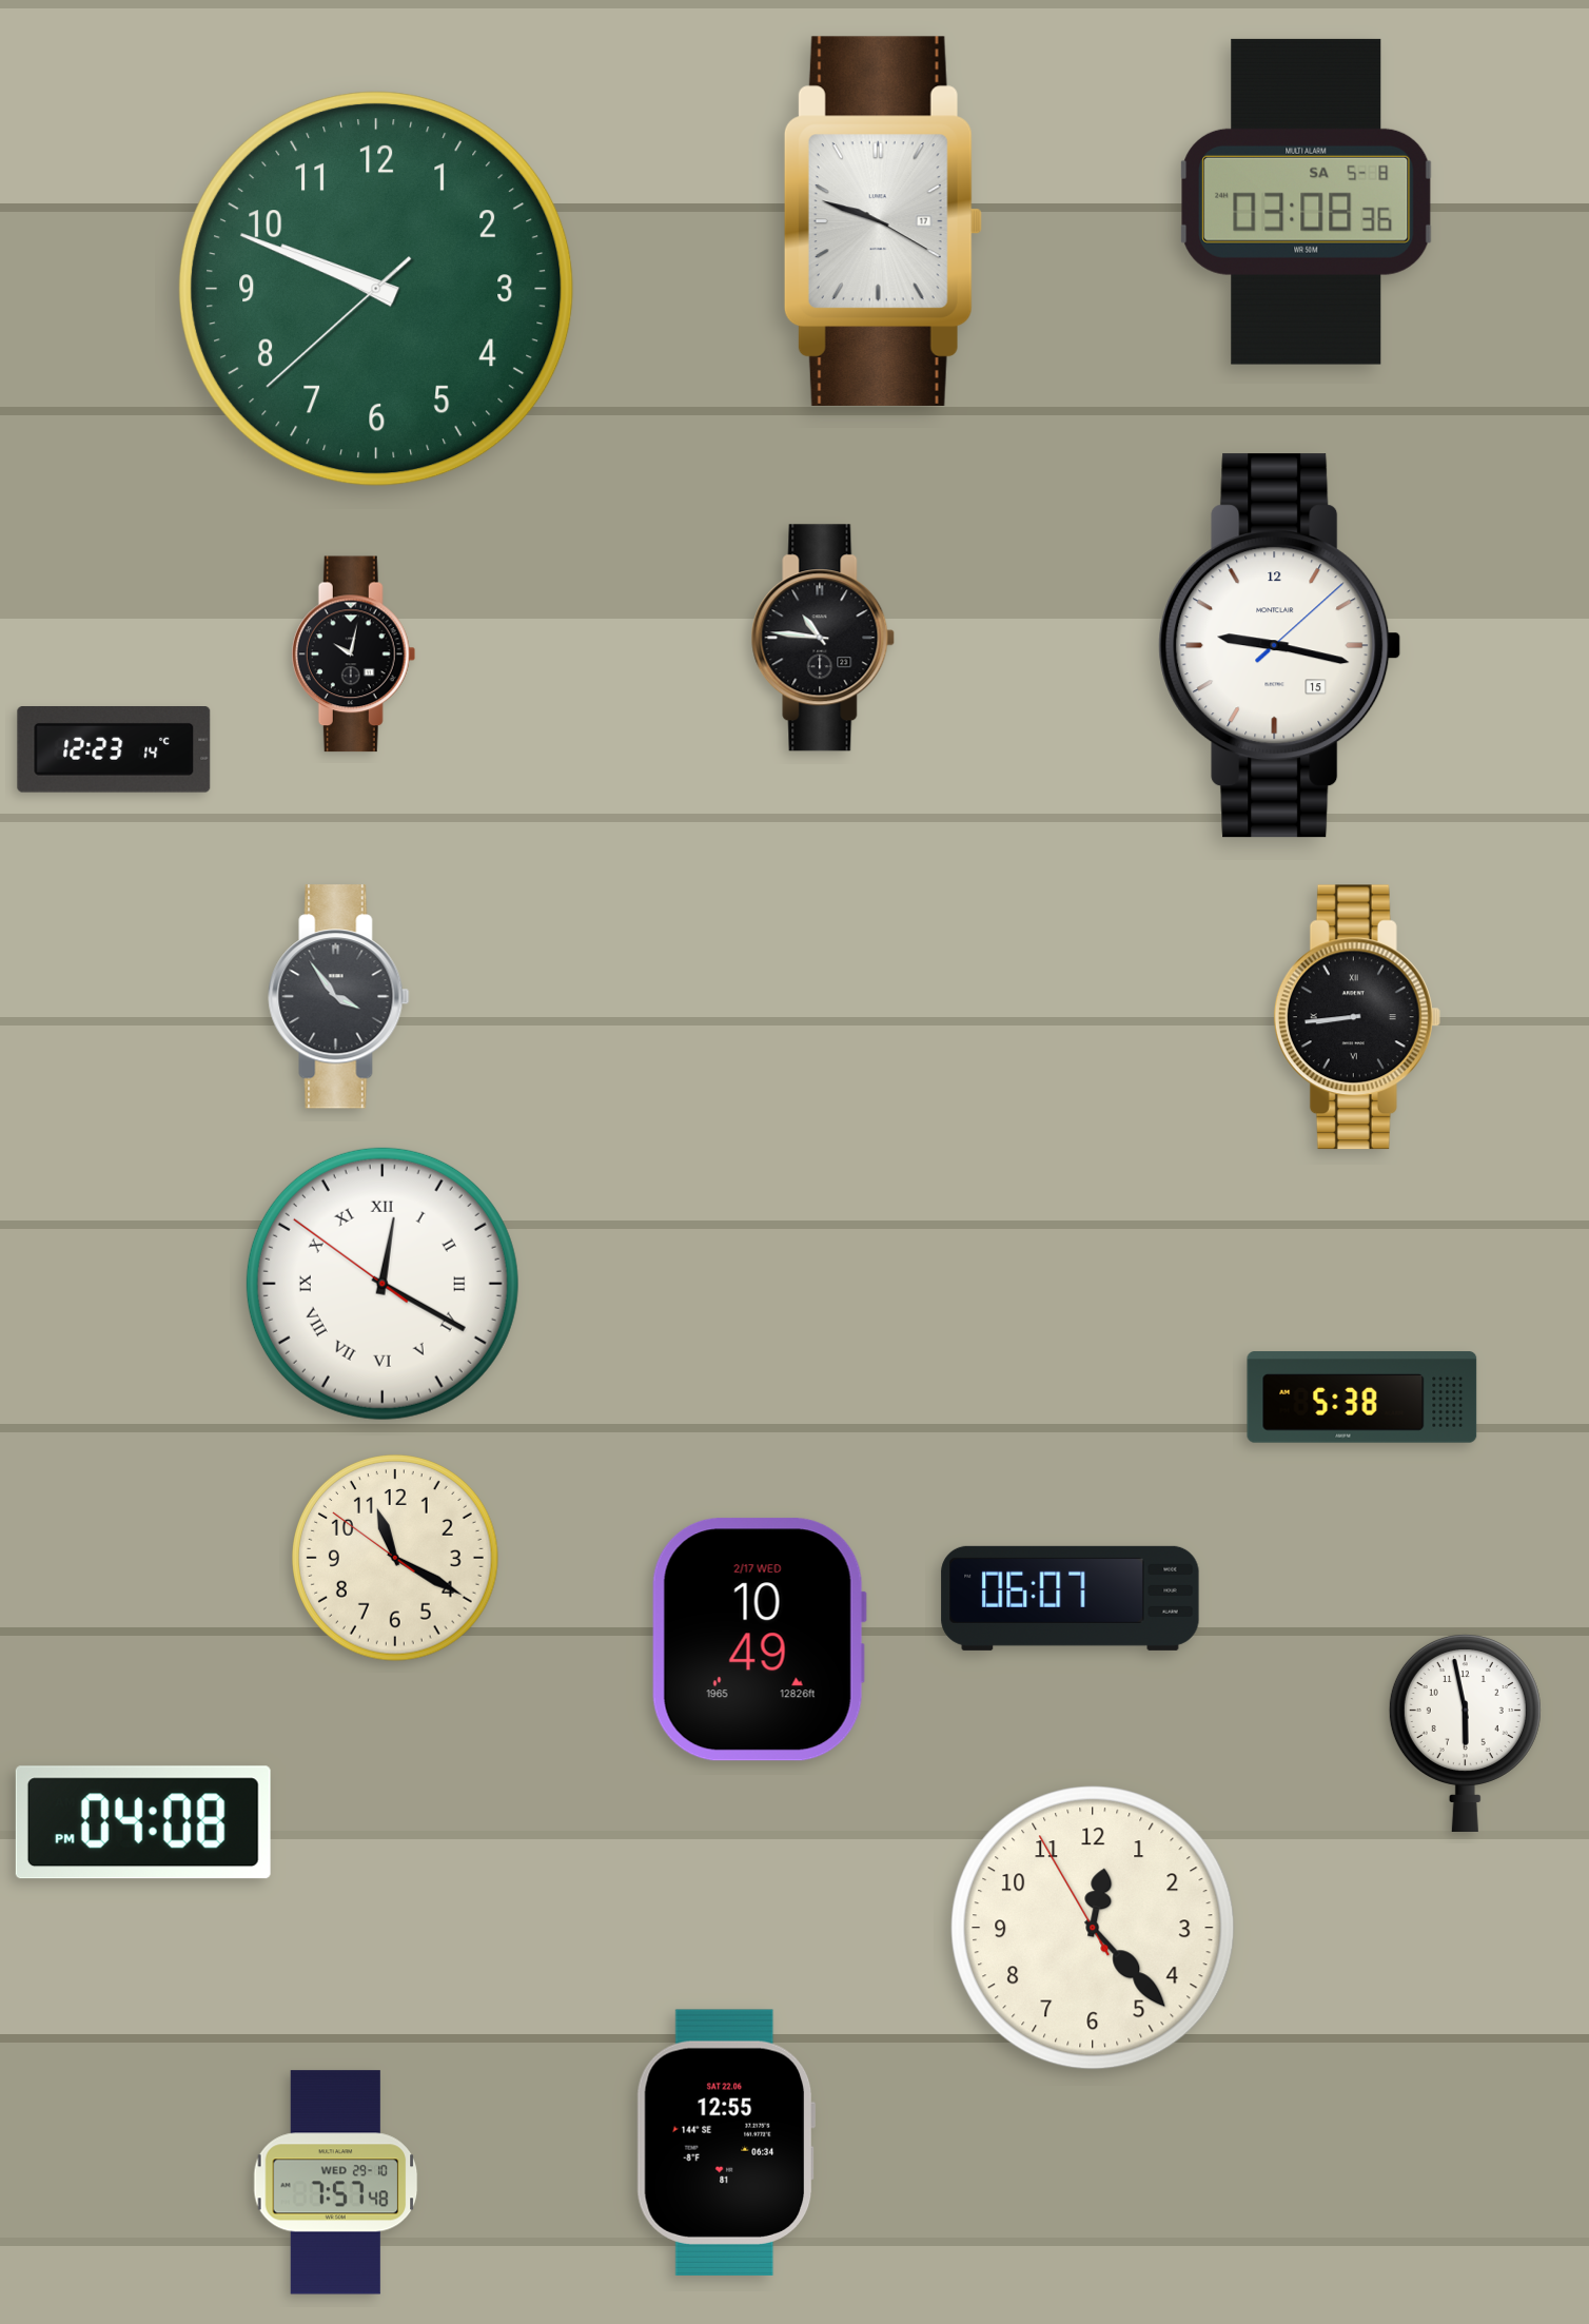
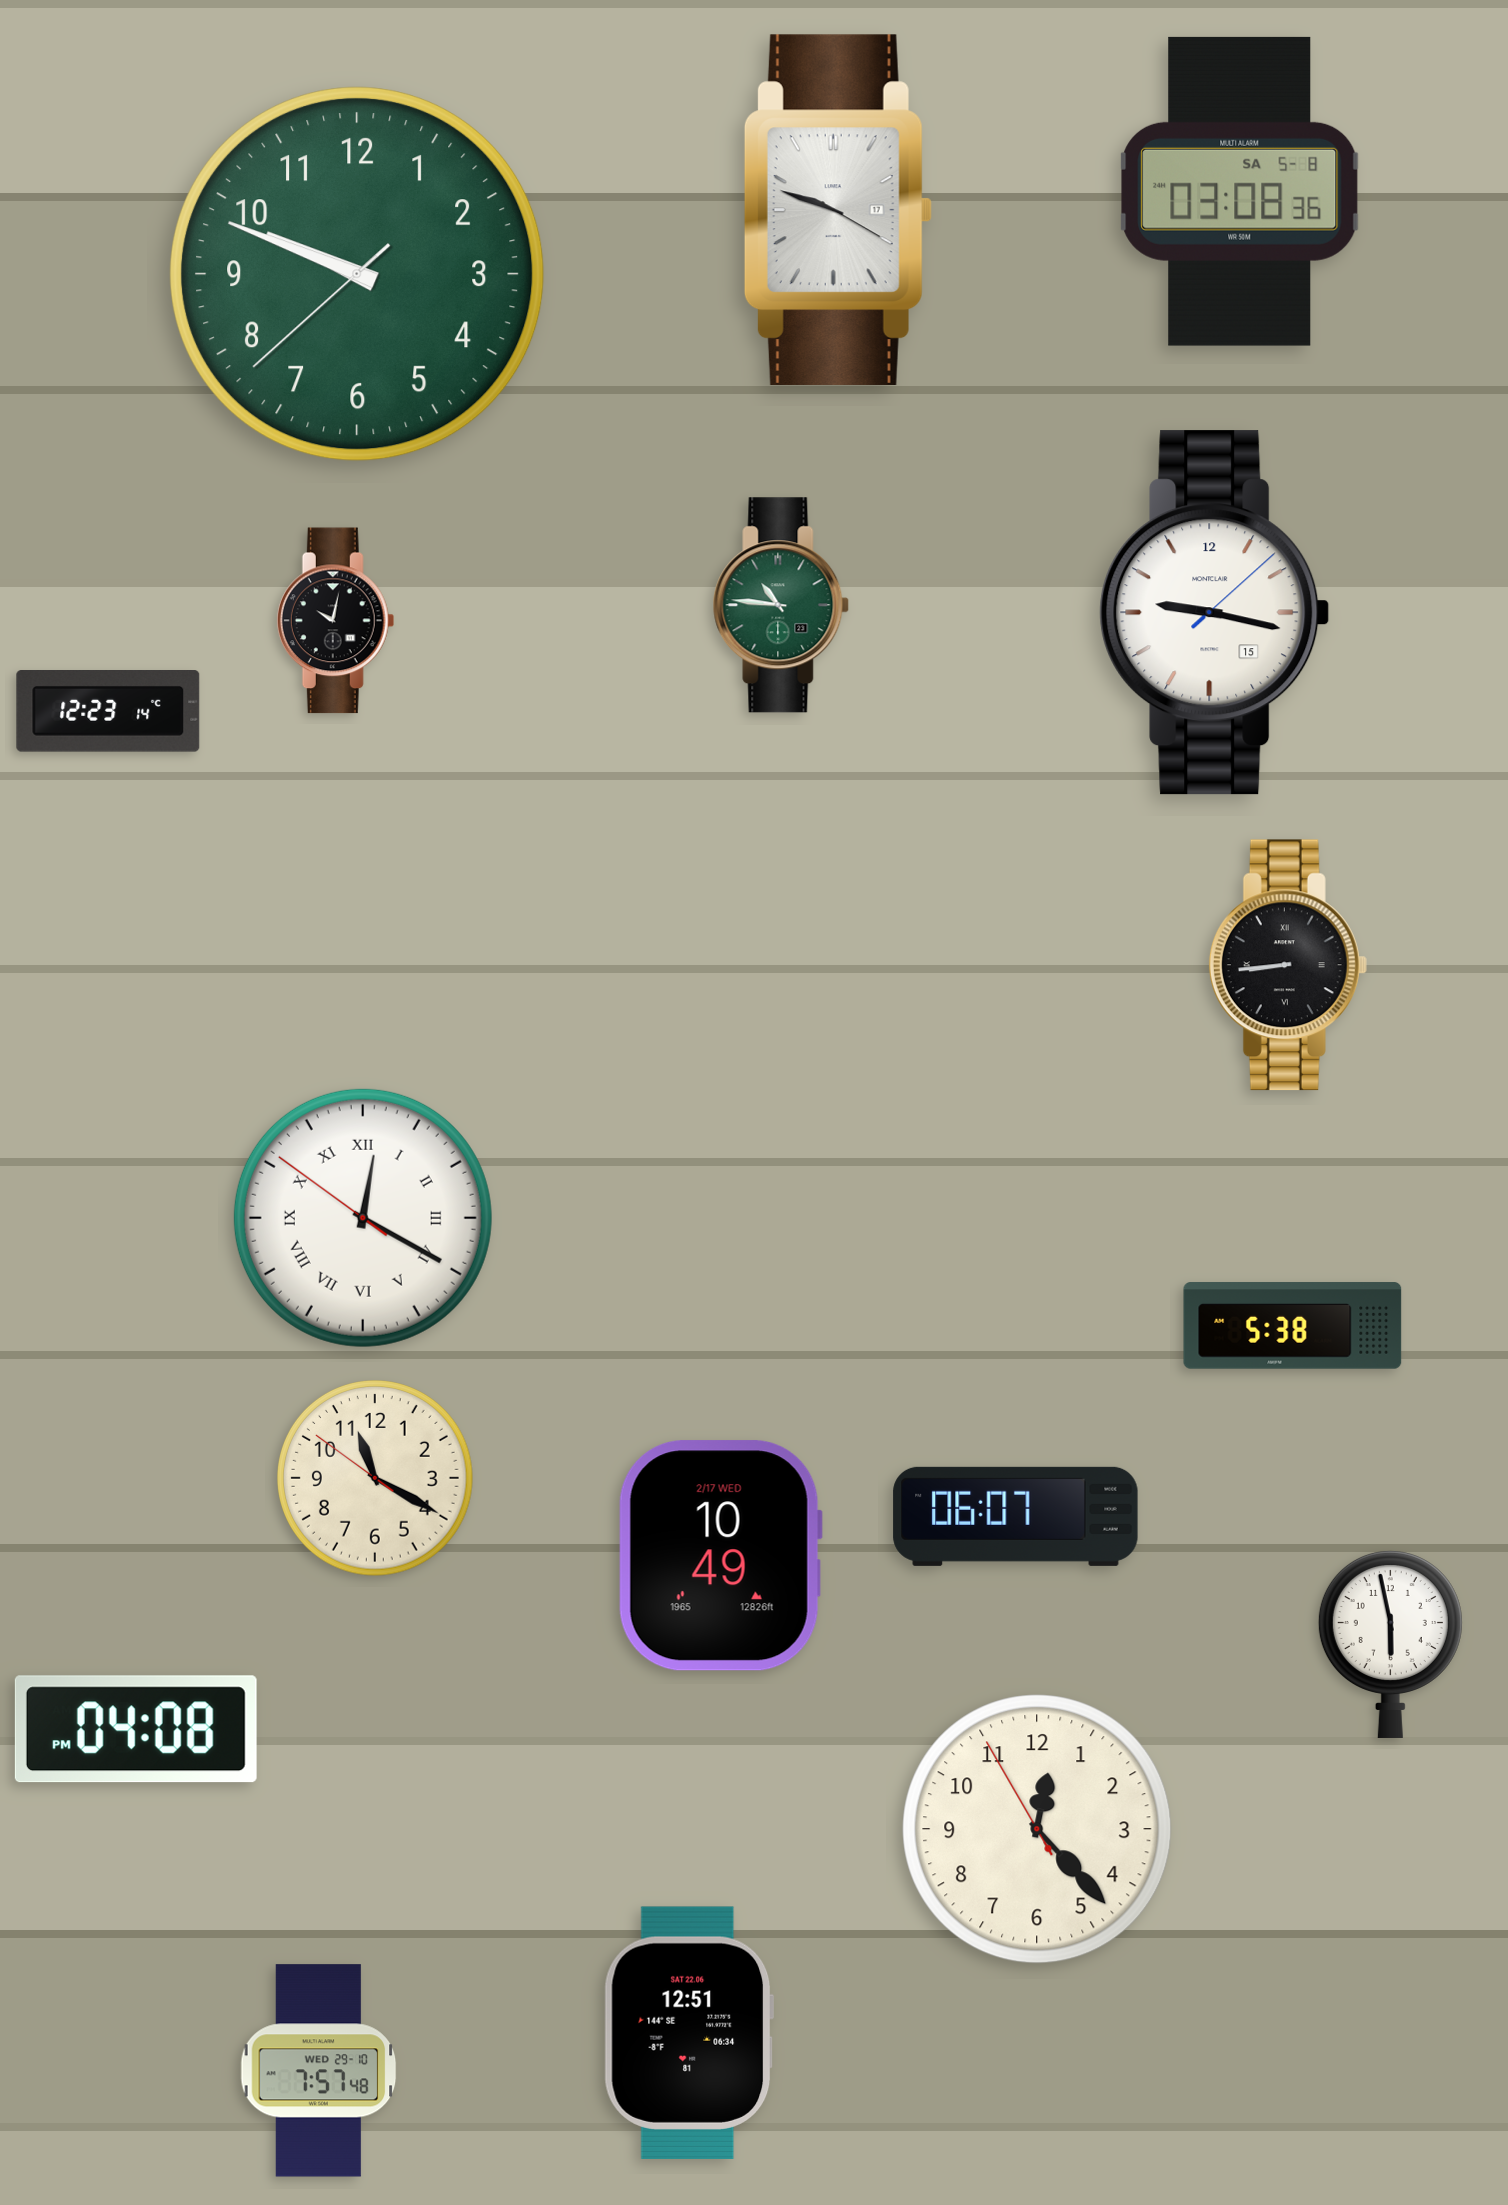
clock at (823, 638) dial: black -> green
clock at (339, 997): 3:54 -> none
clock at (726, 2143): 12:55 -> 12:51
